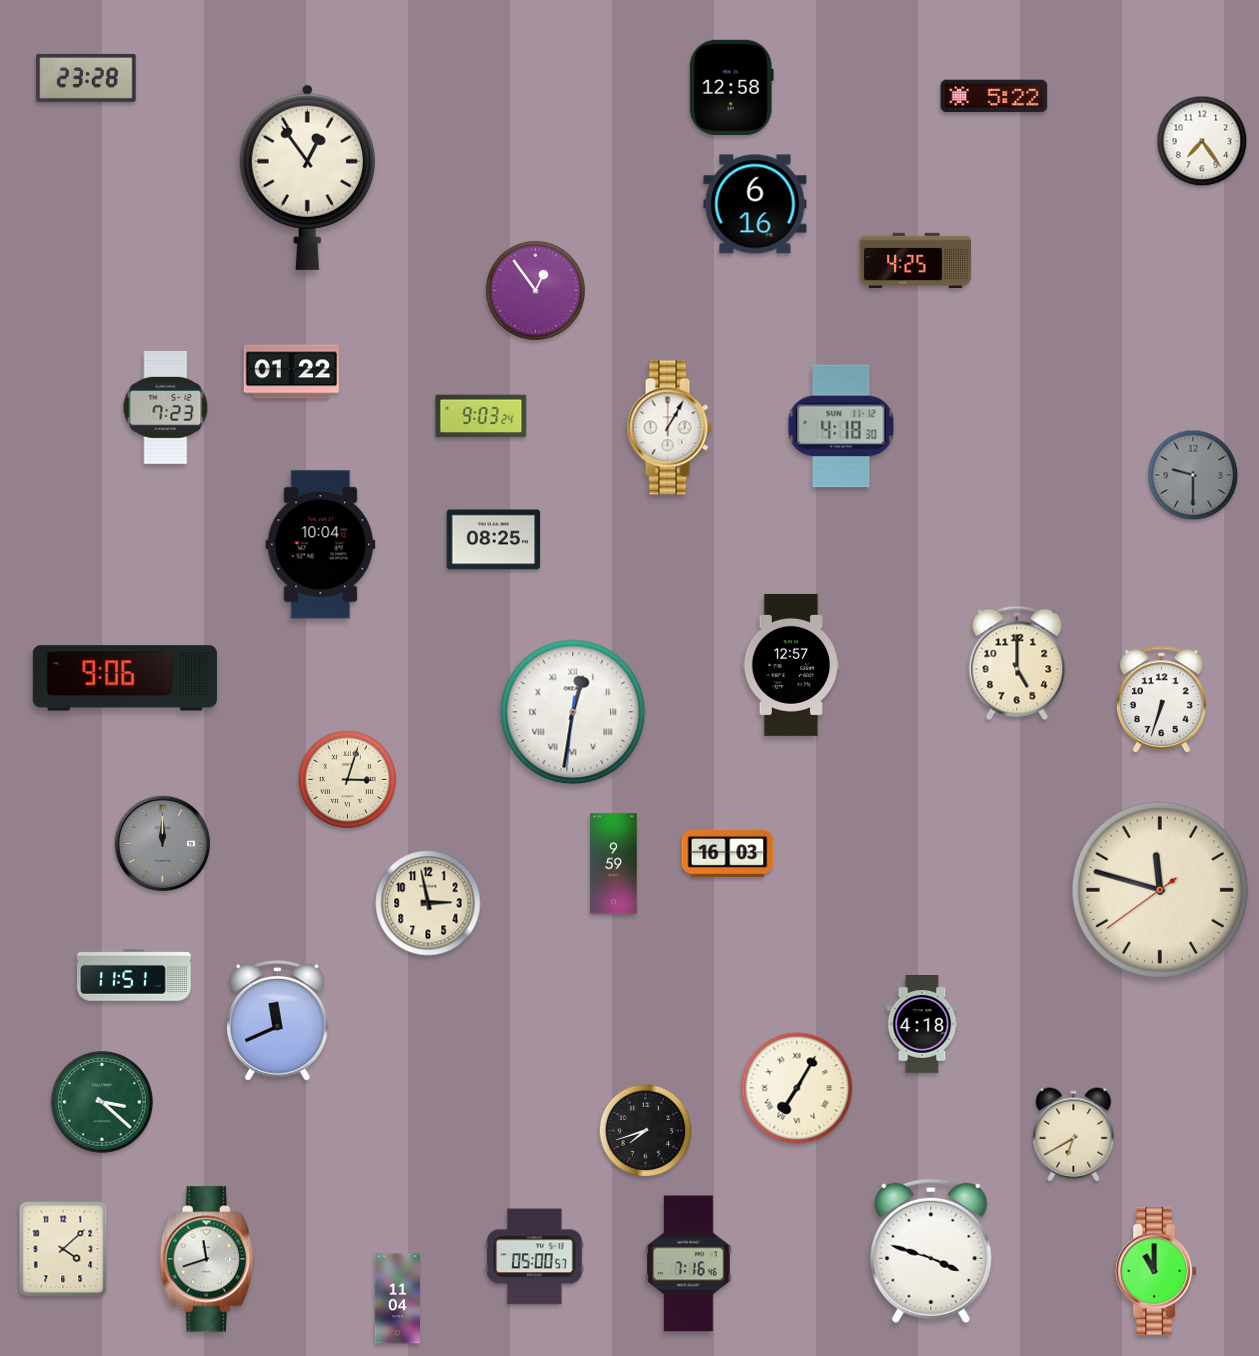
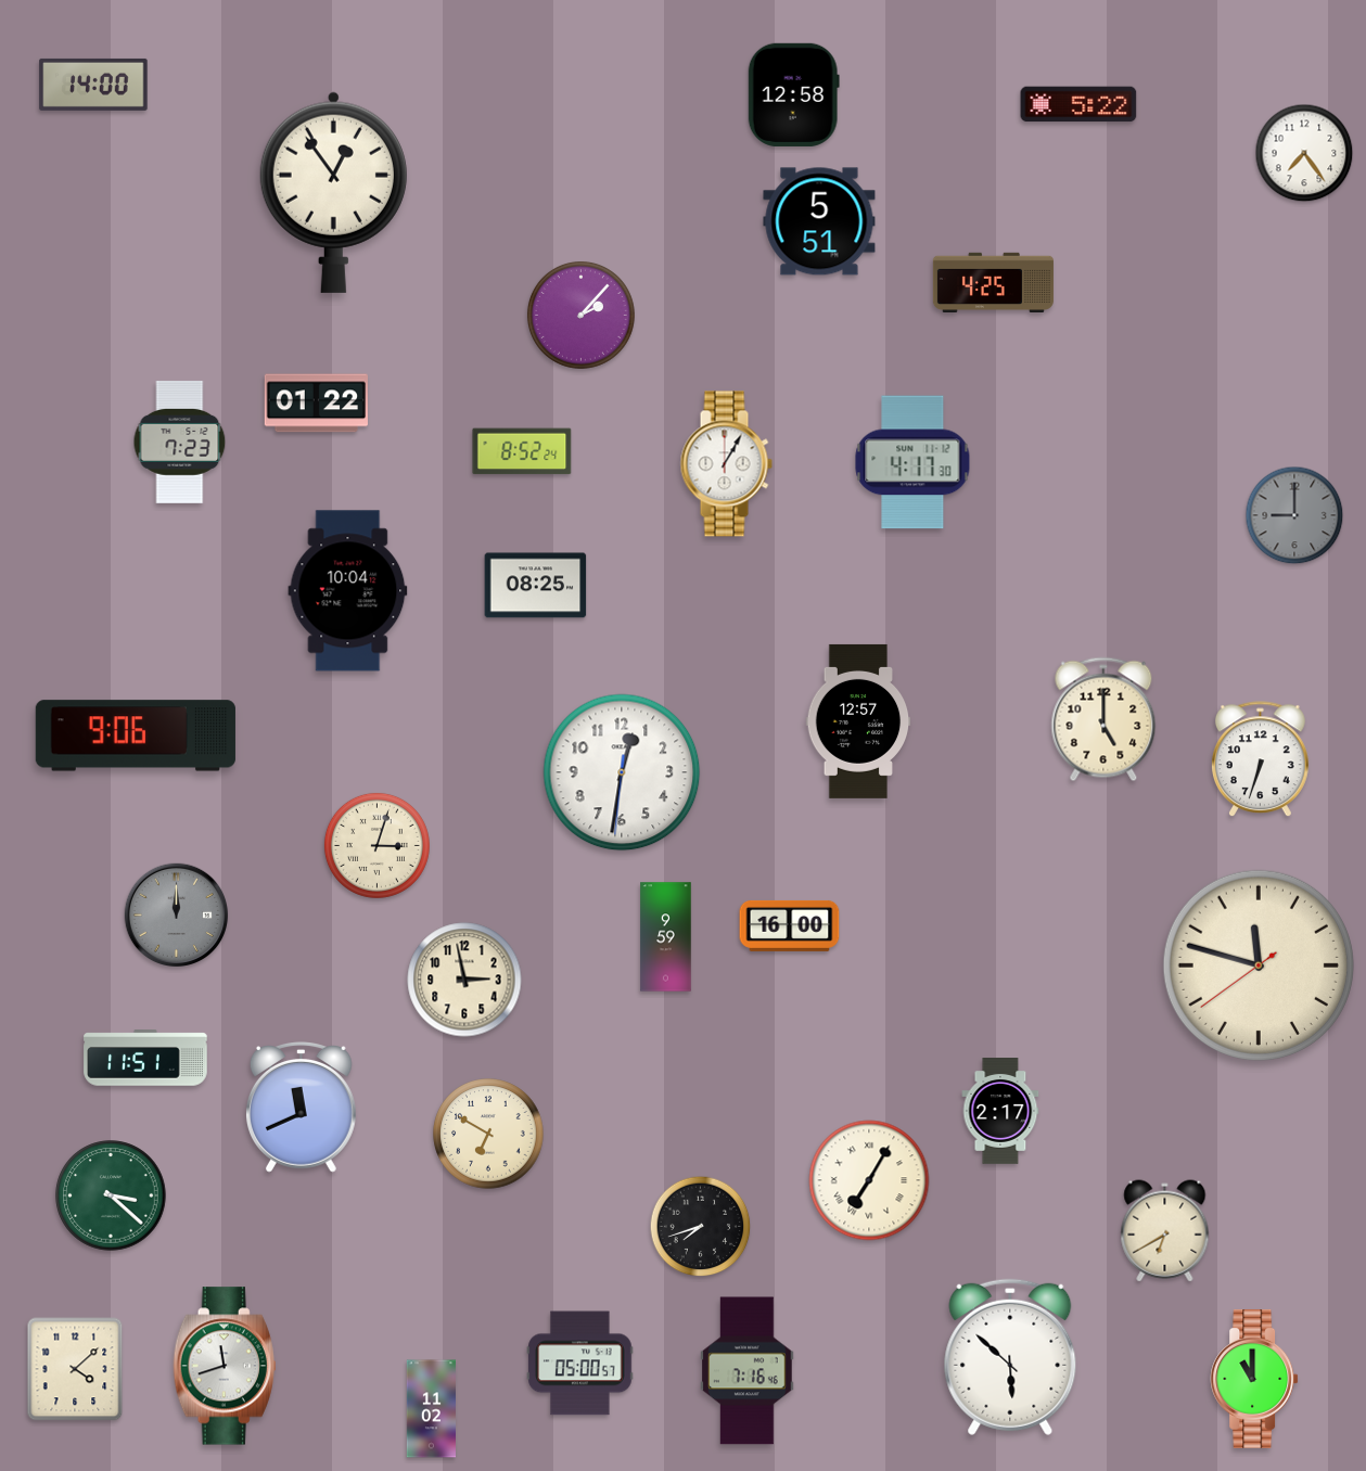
clock at (86, 78): 23:28 -> 14:00
clock at (755, 204): 6:16 -> 5:51
clock at (535, 290): 12:54 -> 2:07
clock at (481, 416): 9:03 -> 8:52
clock at (841, 426): 4:18 -> 4:17
clock at (1193, 475): 9:30 -> 9:00
clock at (573, 712) numerals: Roman -> Arabic
clock at (728, 853): 16:03 -> 16:00
clock at (922, 1025): 4:18 -> 2:17
clock at (488, 1134): none -> 6:50
clock at (797, 1088) position: (797, 1088) -> (869, 1180)
clock at (63, 1249) position: (63, 1249) -> (75, 1369)
clock at (931, 1251): 3:48 -> 5:52
clock at (398, 1299): 11:04 -> 11:02
